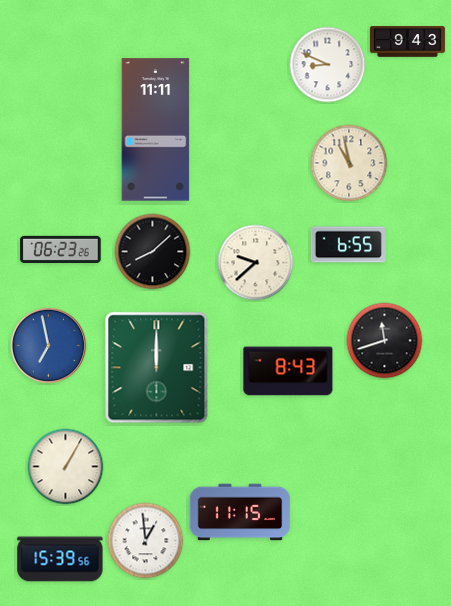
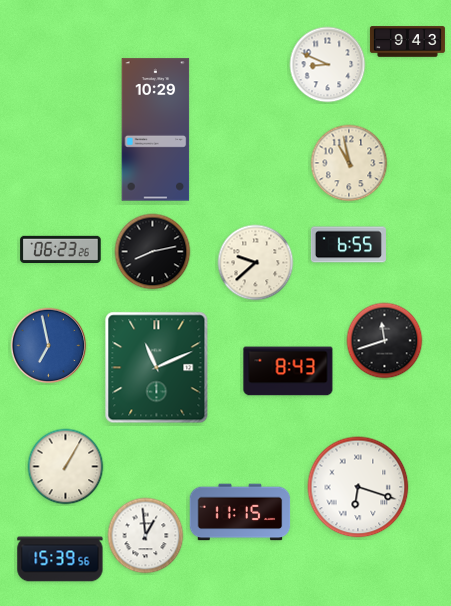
clock at (156, 130): 11:11 -> 10:29
clock at (153, 252): 8:08 -> 8:13
clock at (157, 368): 12:00 -> 11:11
clock at (358, 487): none -> 6:18
clock at (146, 541) position: (146, 541) -> (146, 536)
